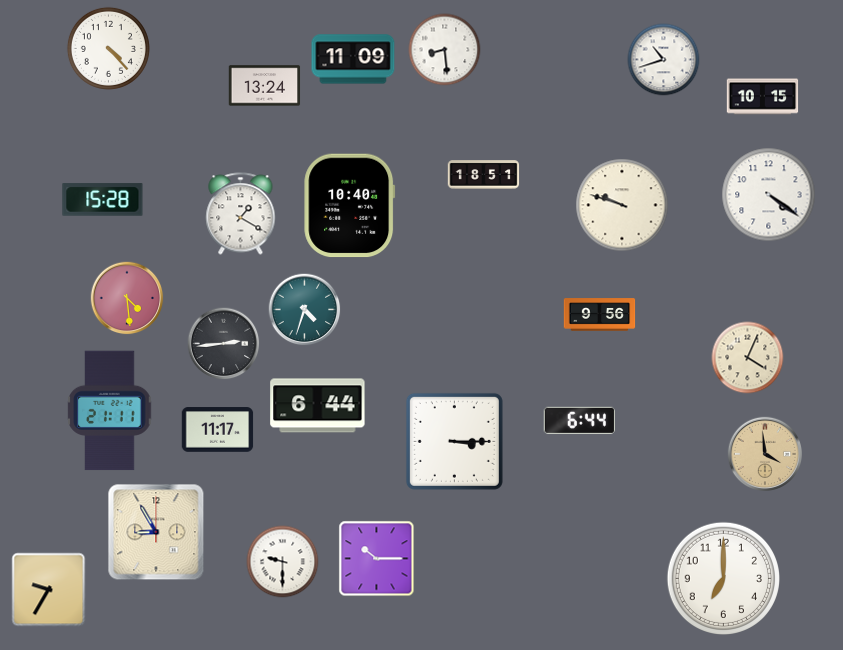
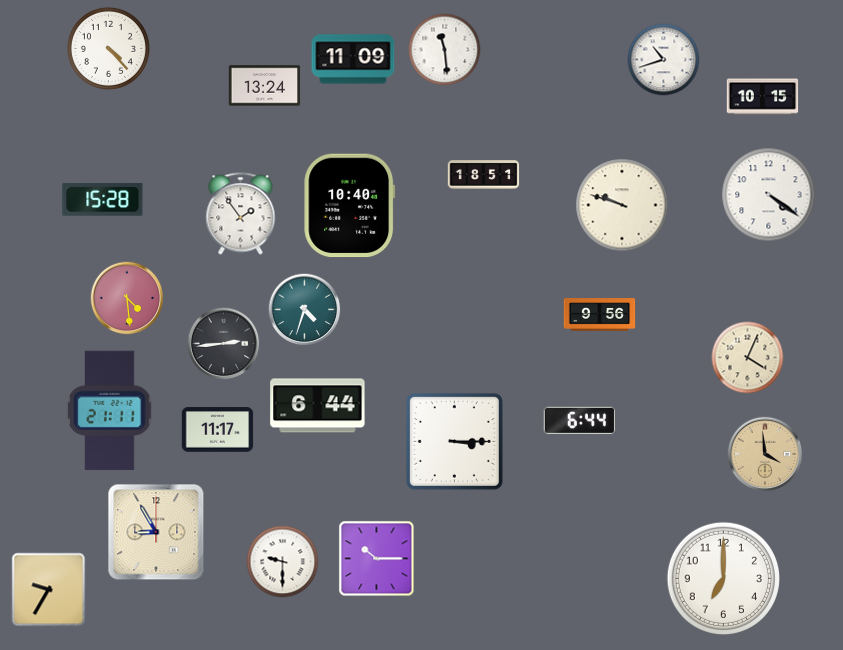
clock at (445, 50): 8:29 -> 11:29
clock at (241, 214): 1:20 -> 1:54
